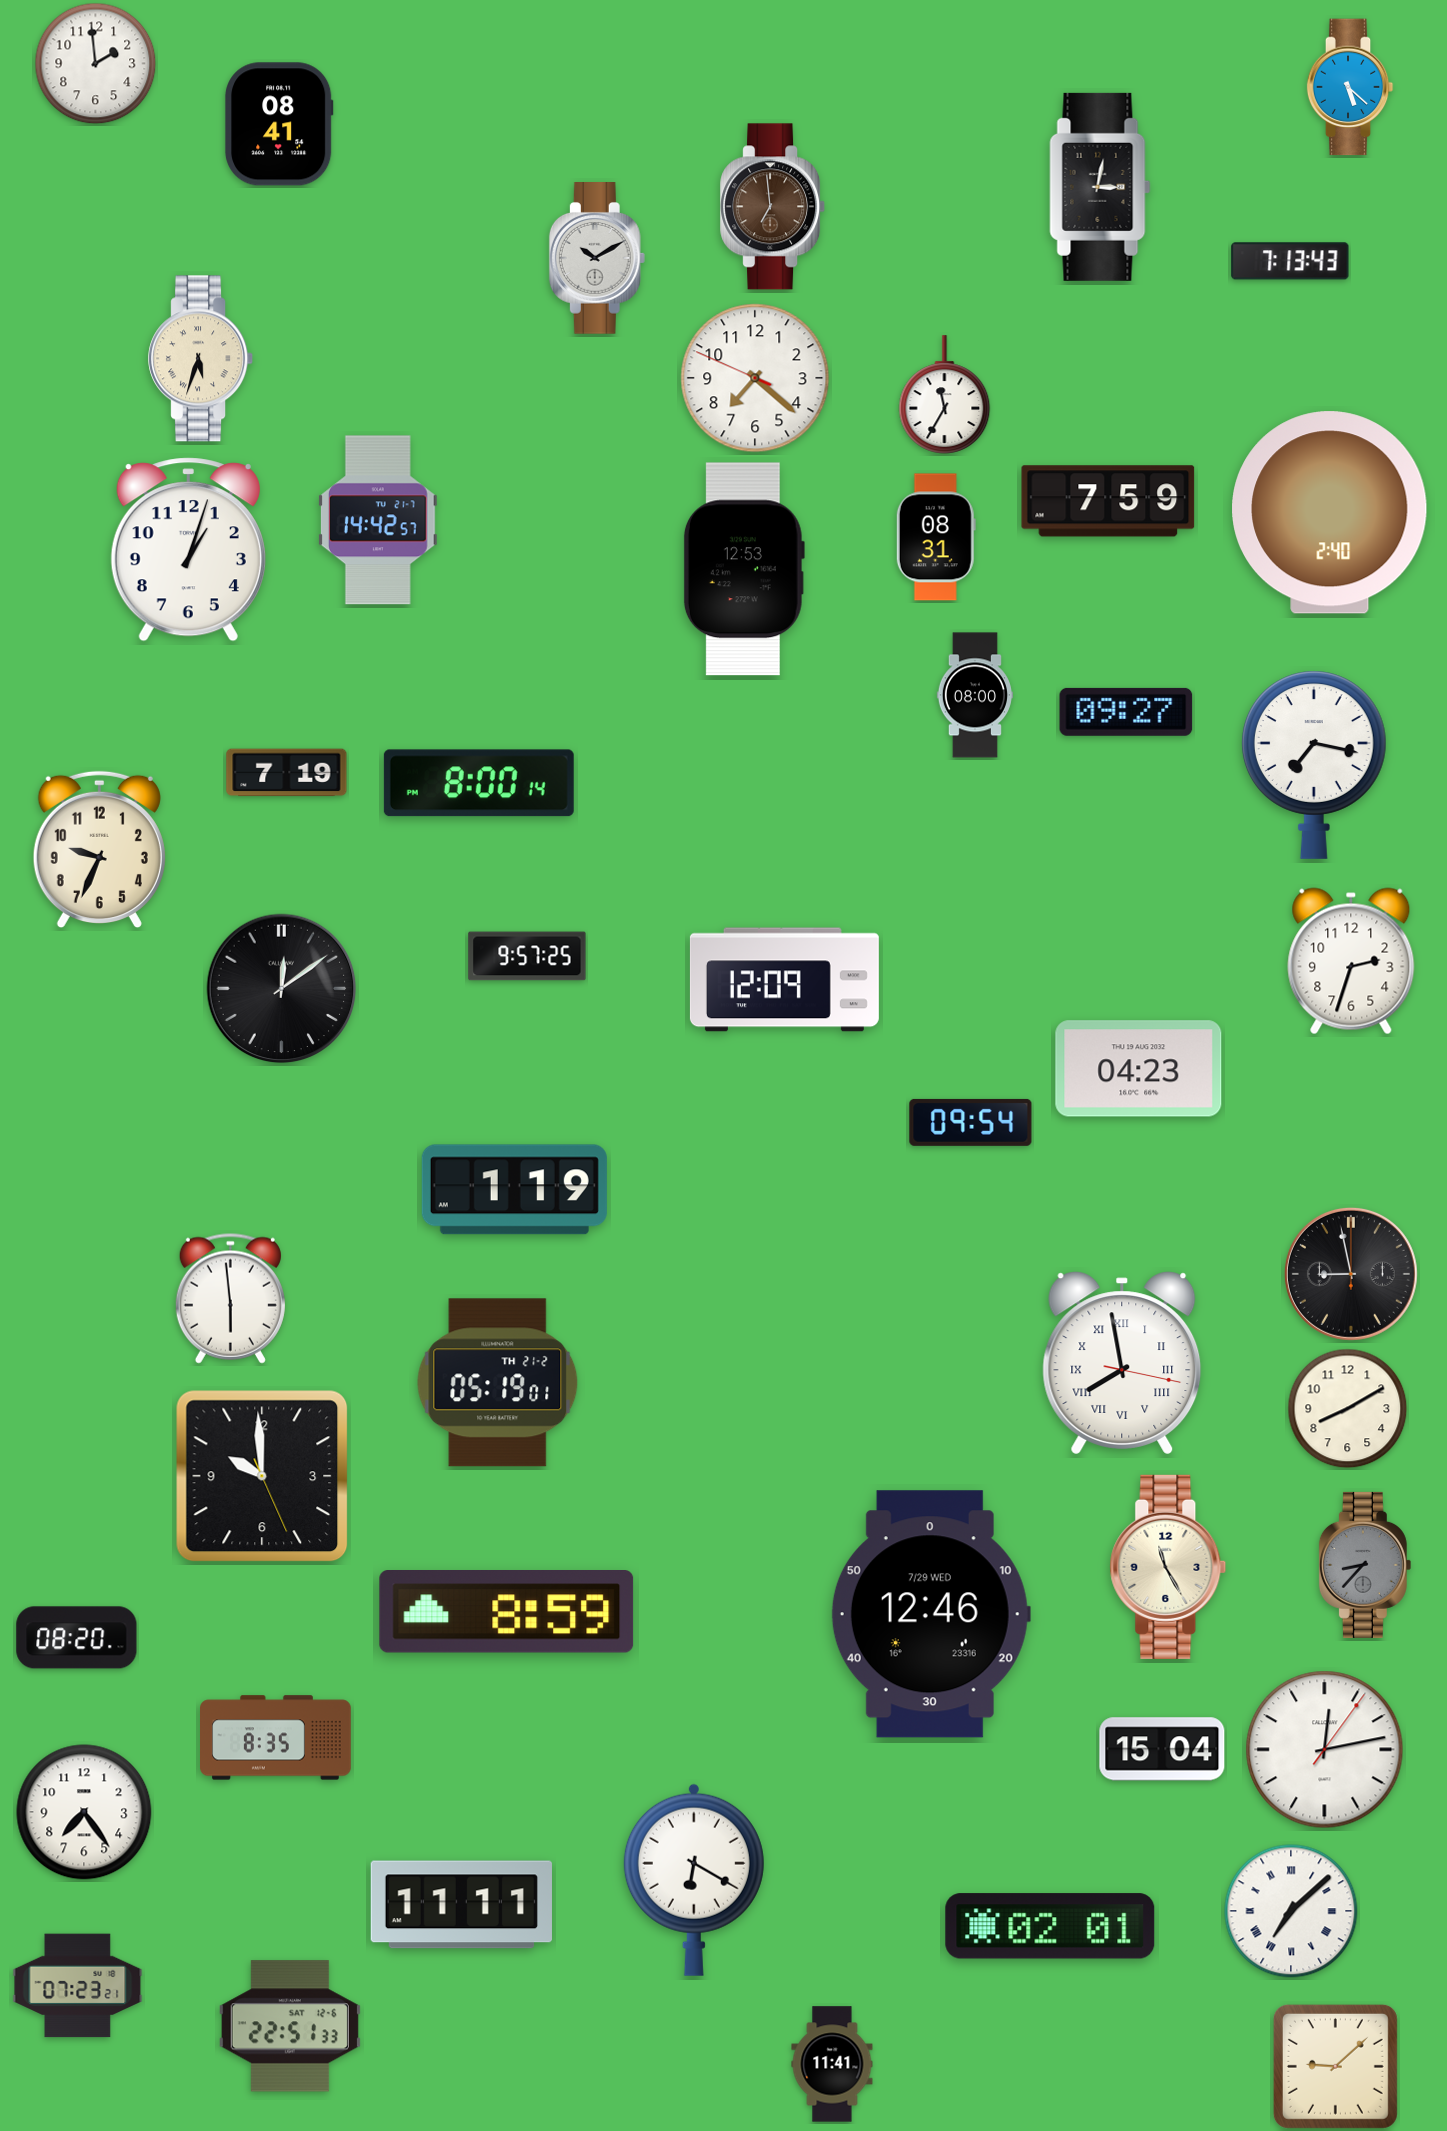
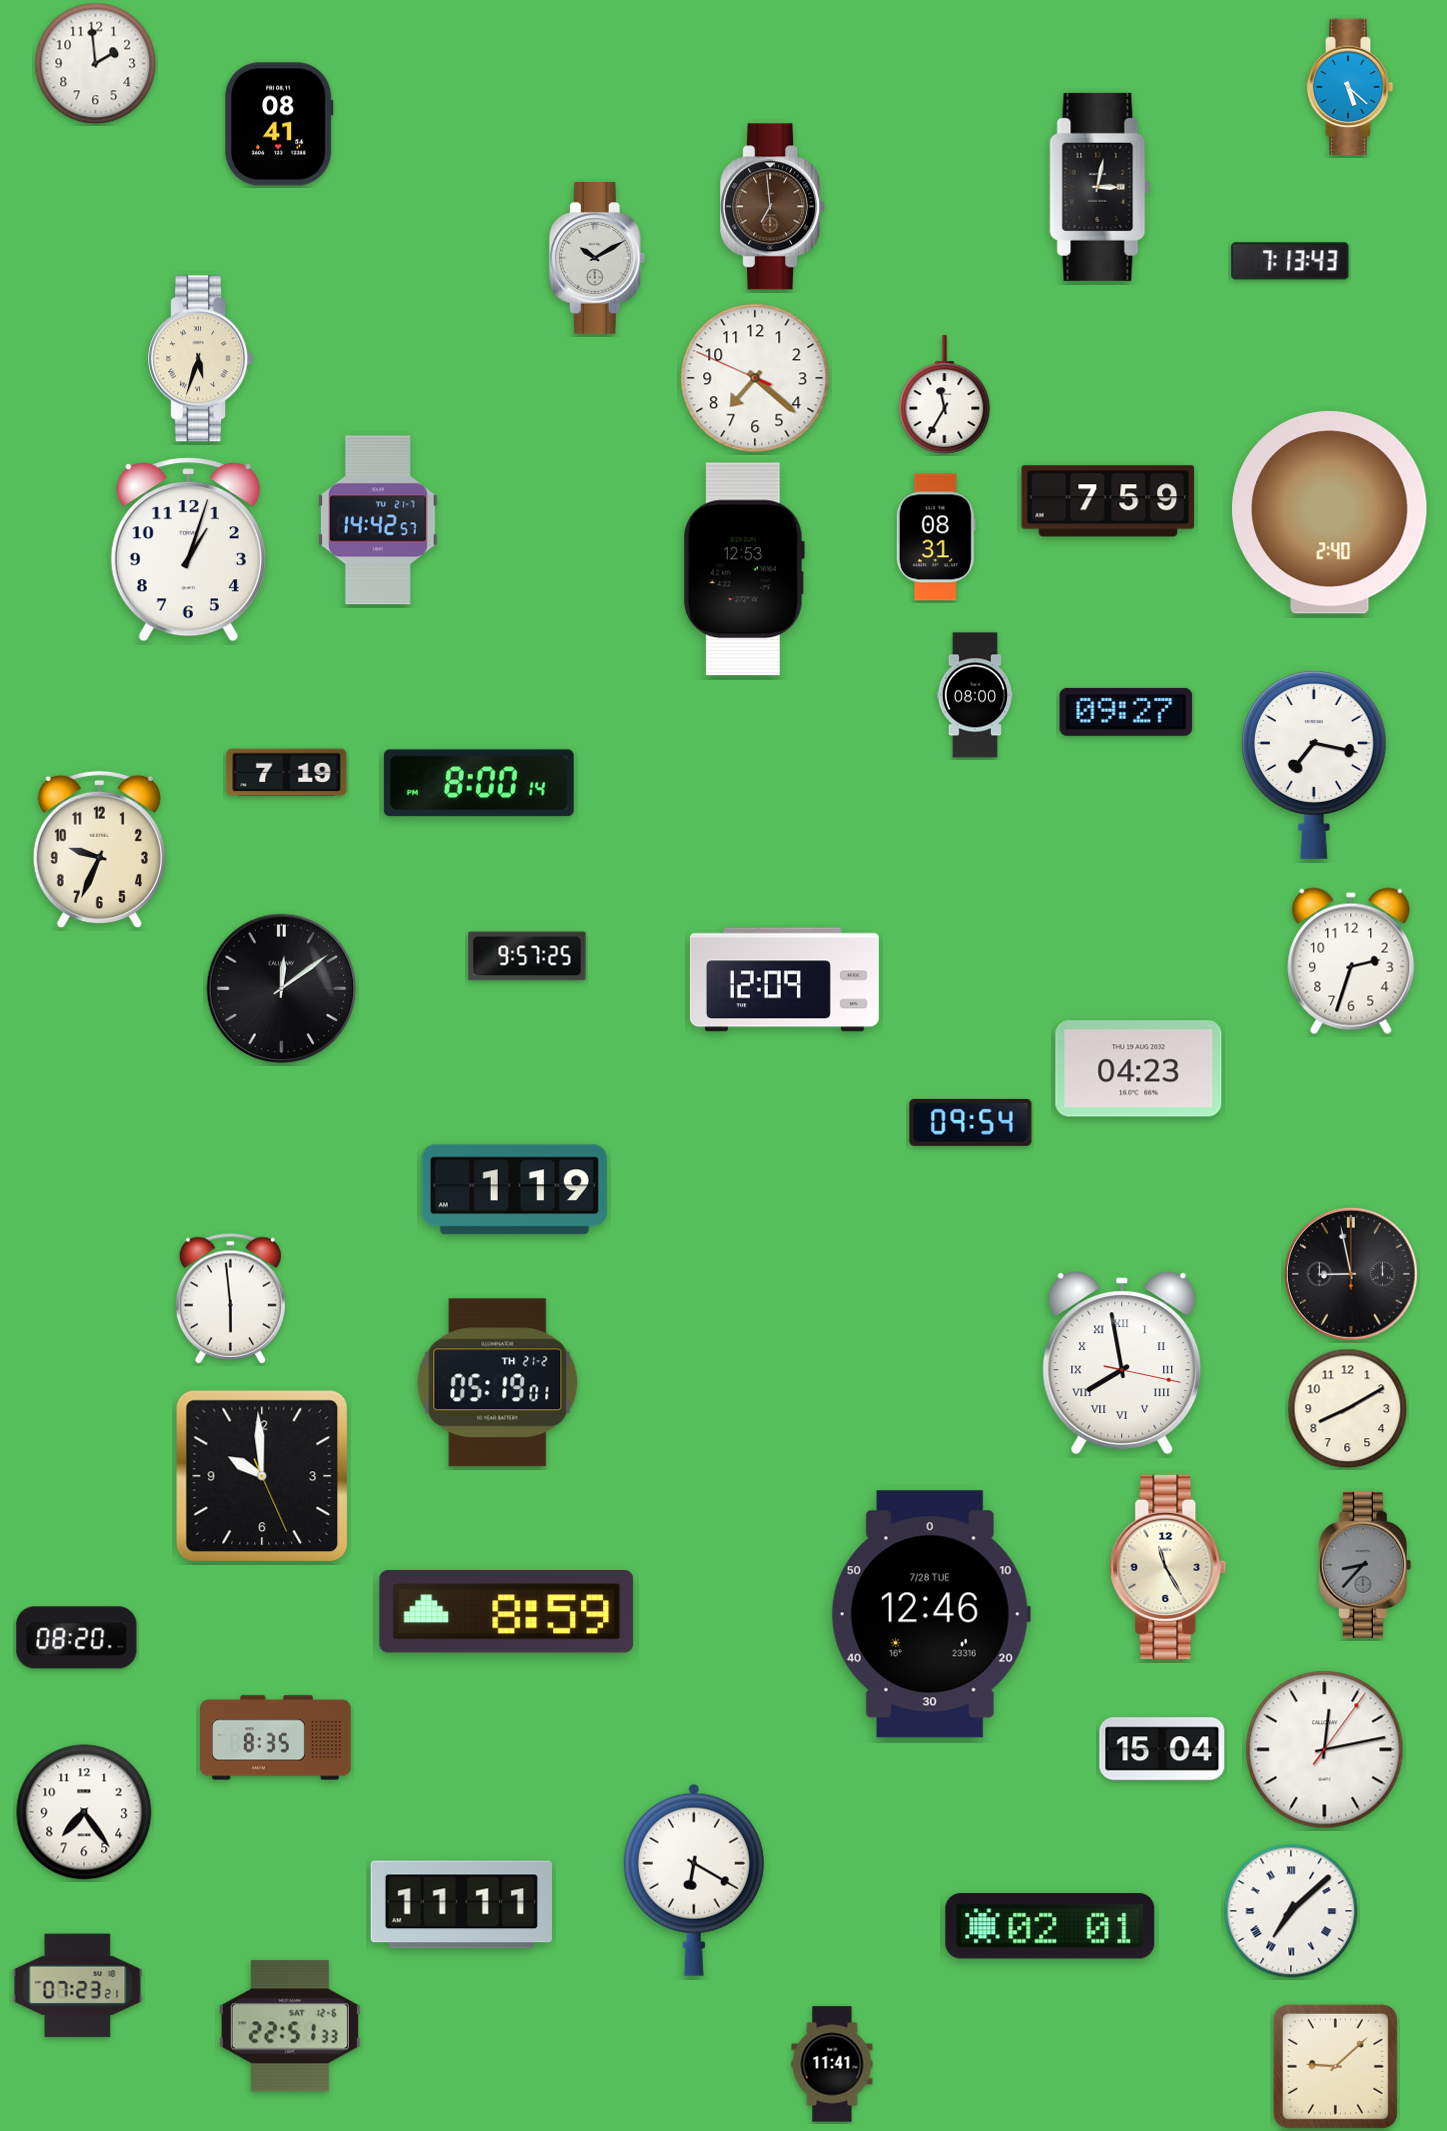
clock at (931, 1614) date: 7/29 WED -> 7/28 TUE
